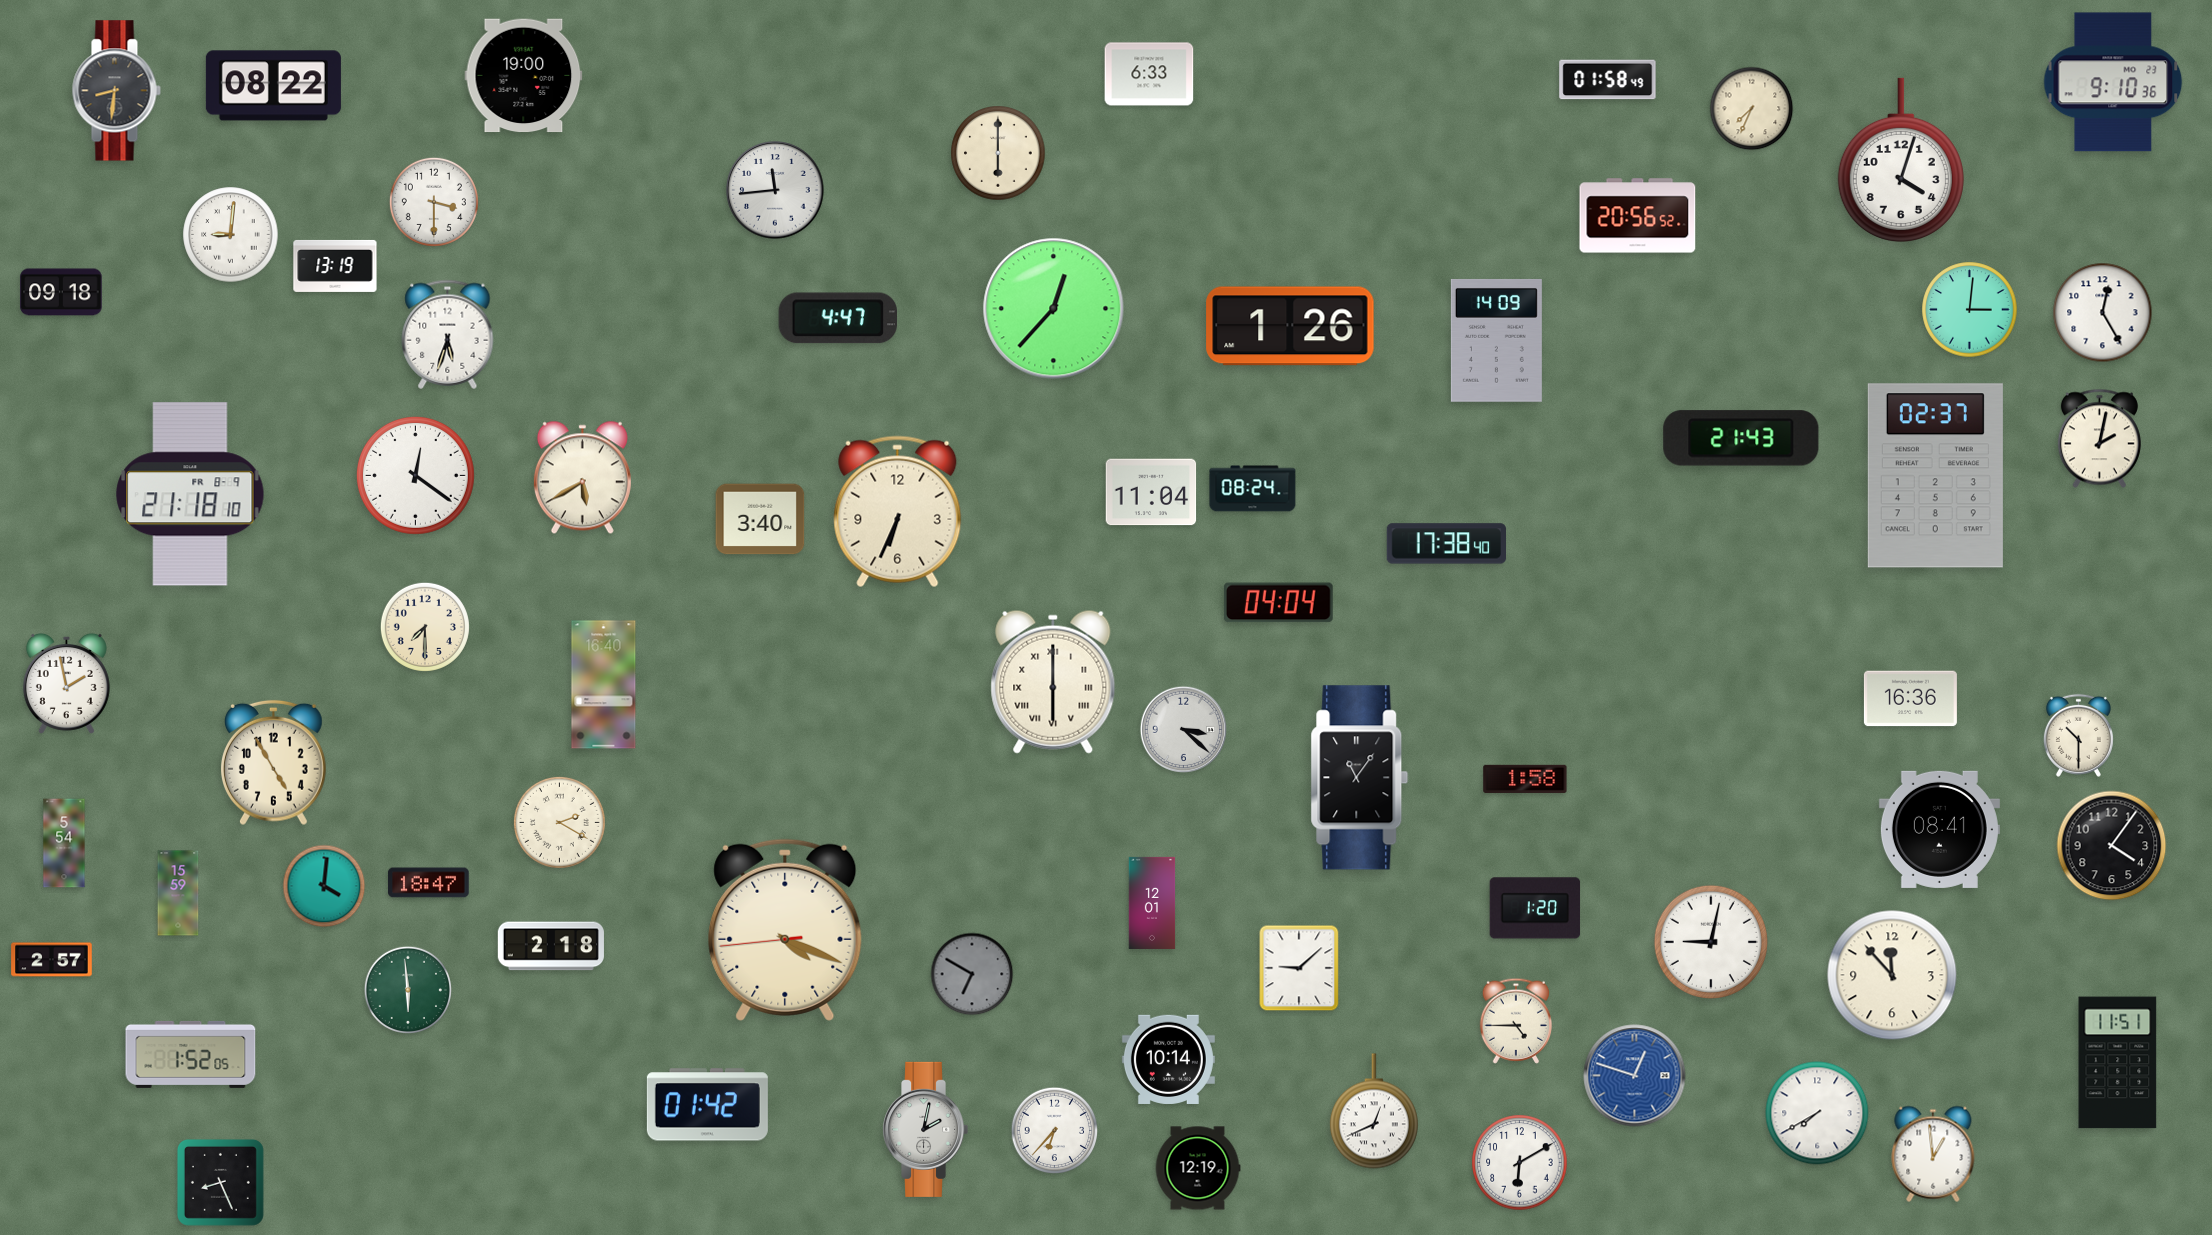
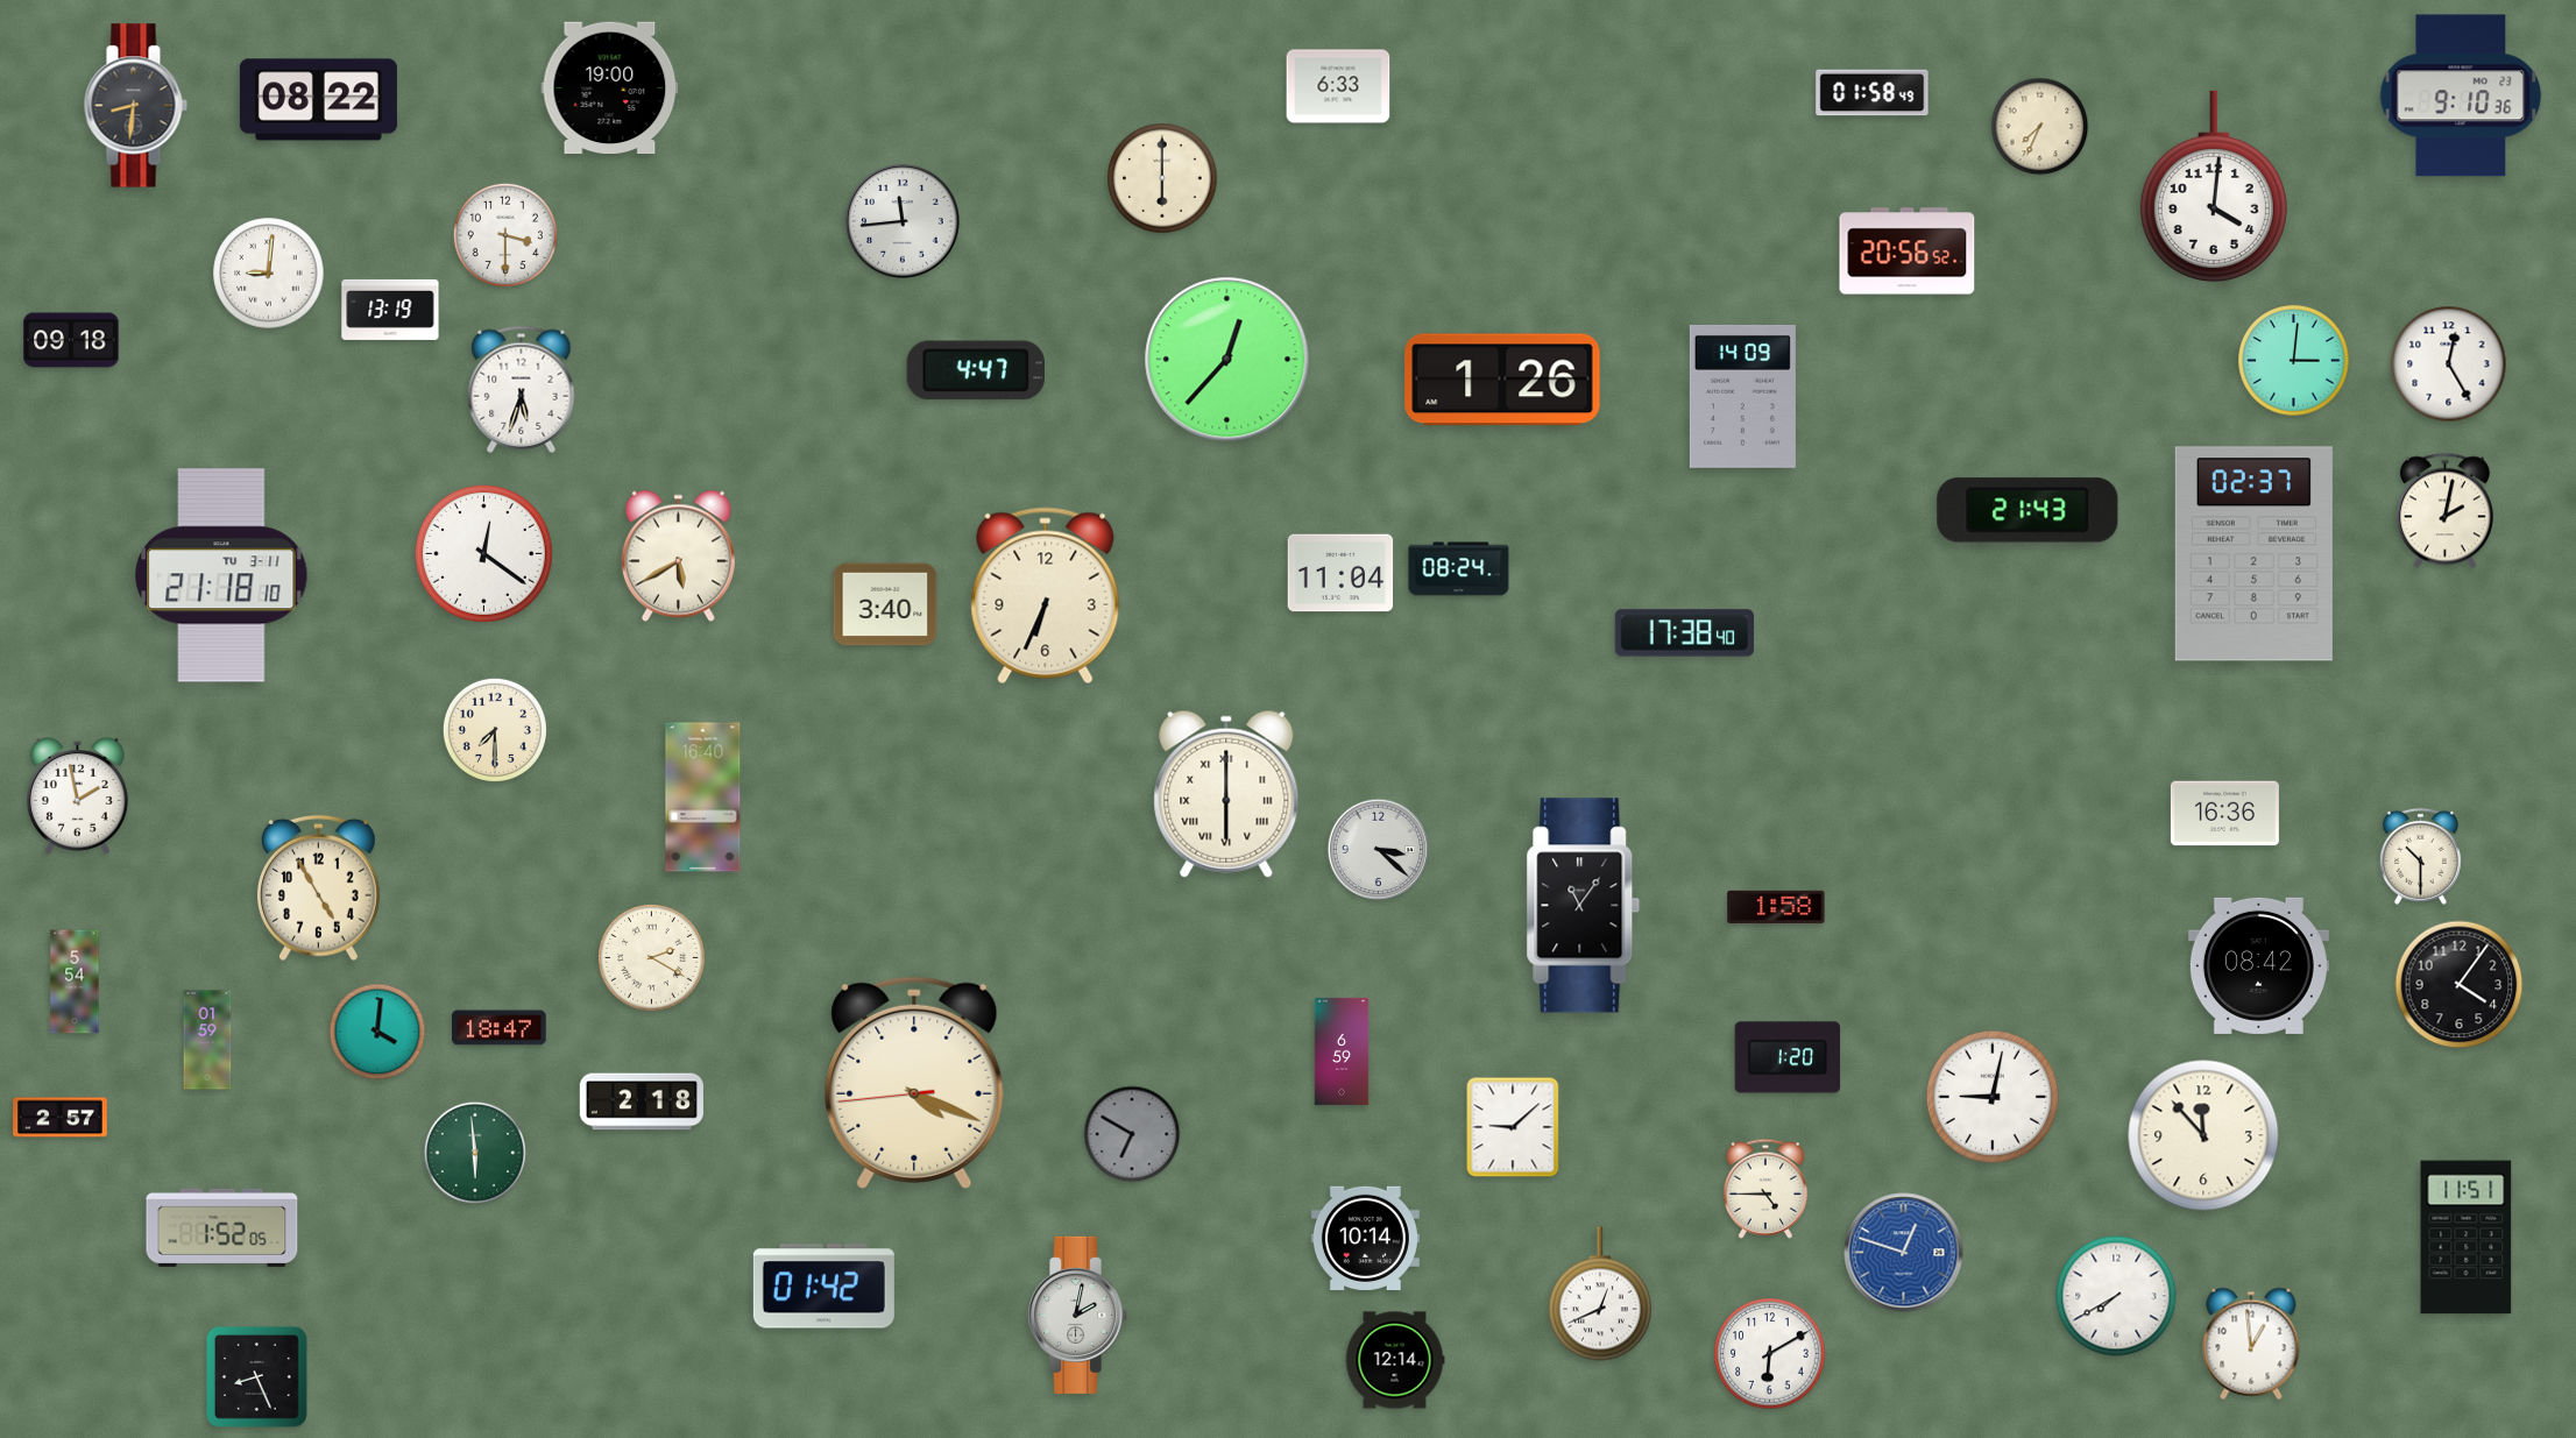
clock at (1901, 160): 4:03 -> 4:01
clock at (190, 494) date: FR 8-9 -> TU 3-11
clock at (1278, 603): 04:04 -> none
clock at (1939, 829): 08:41 -> 08:42
clock at (178, 893): 15:59 -> 01:59
clock at (1152, 903): 12:01 -> 6:59
clock at (1168, 1059) position: (1168, 1059) -> (1365, 1238)
clock at (1055, 1131): 6:37 -> none
clock at (1198, 1168): 12:19 -> 12:14
